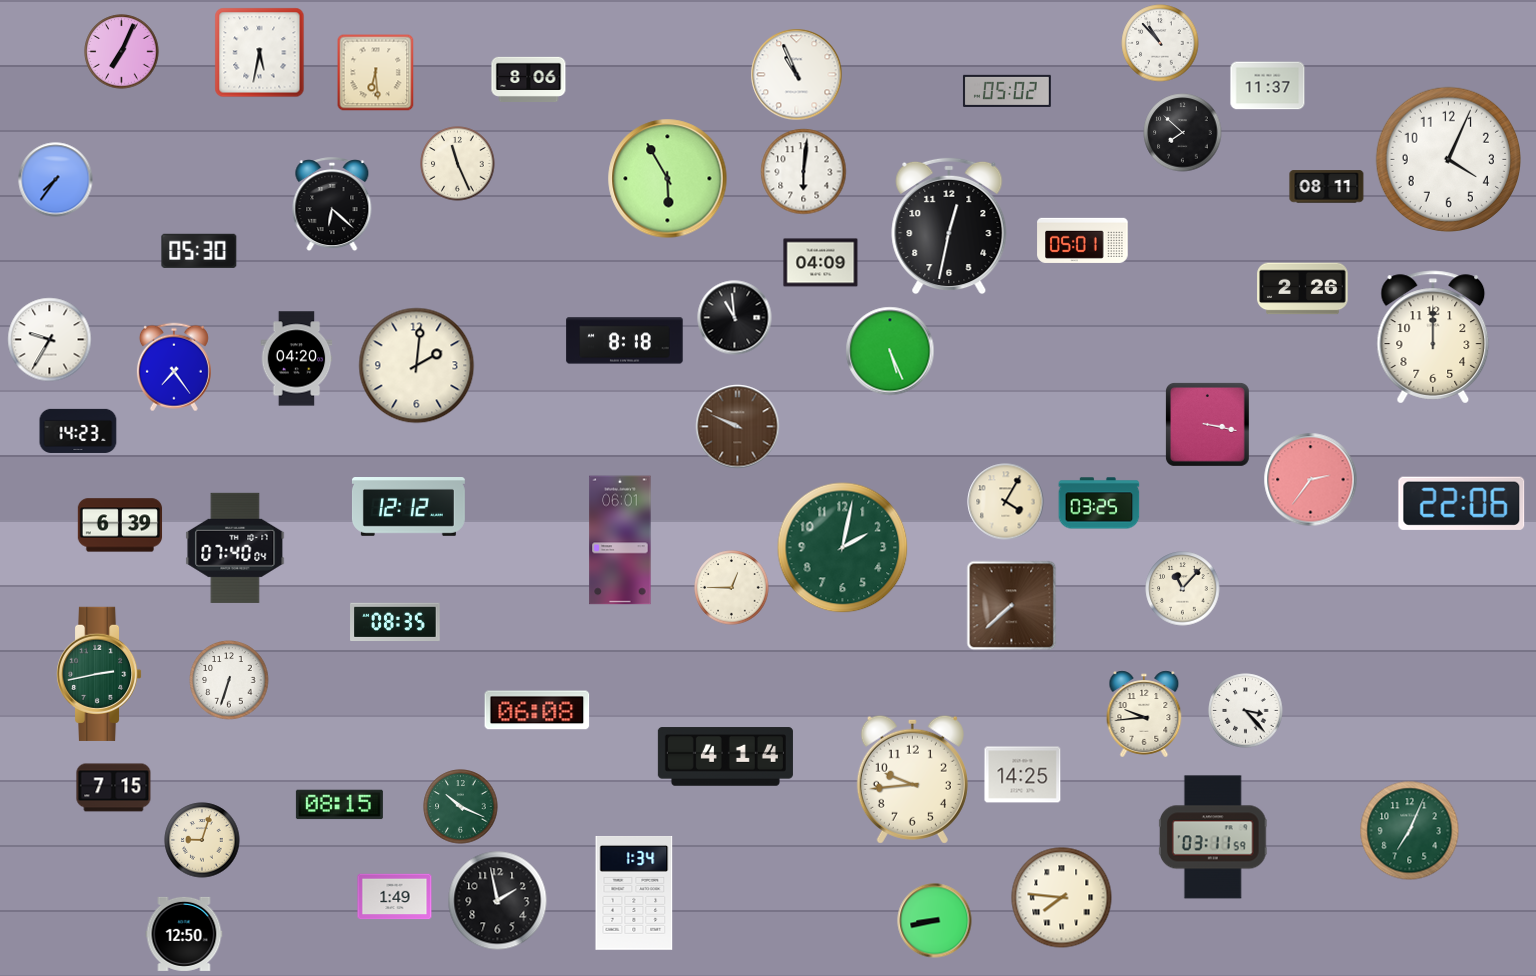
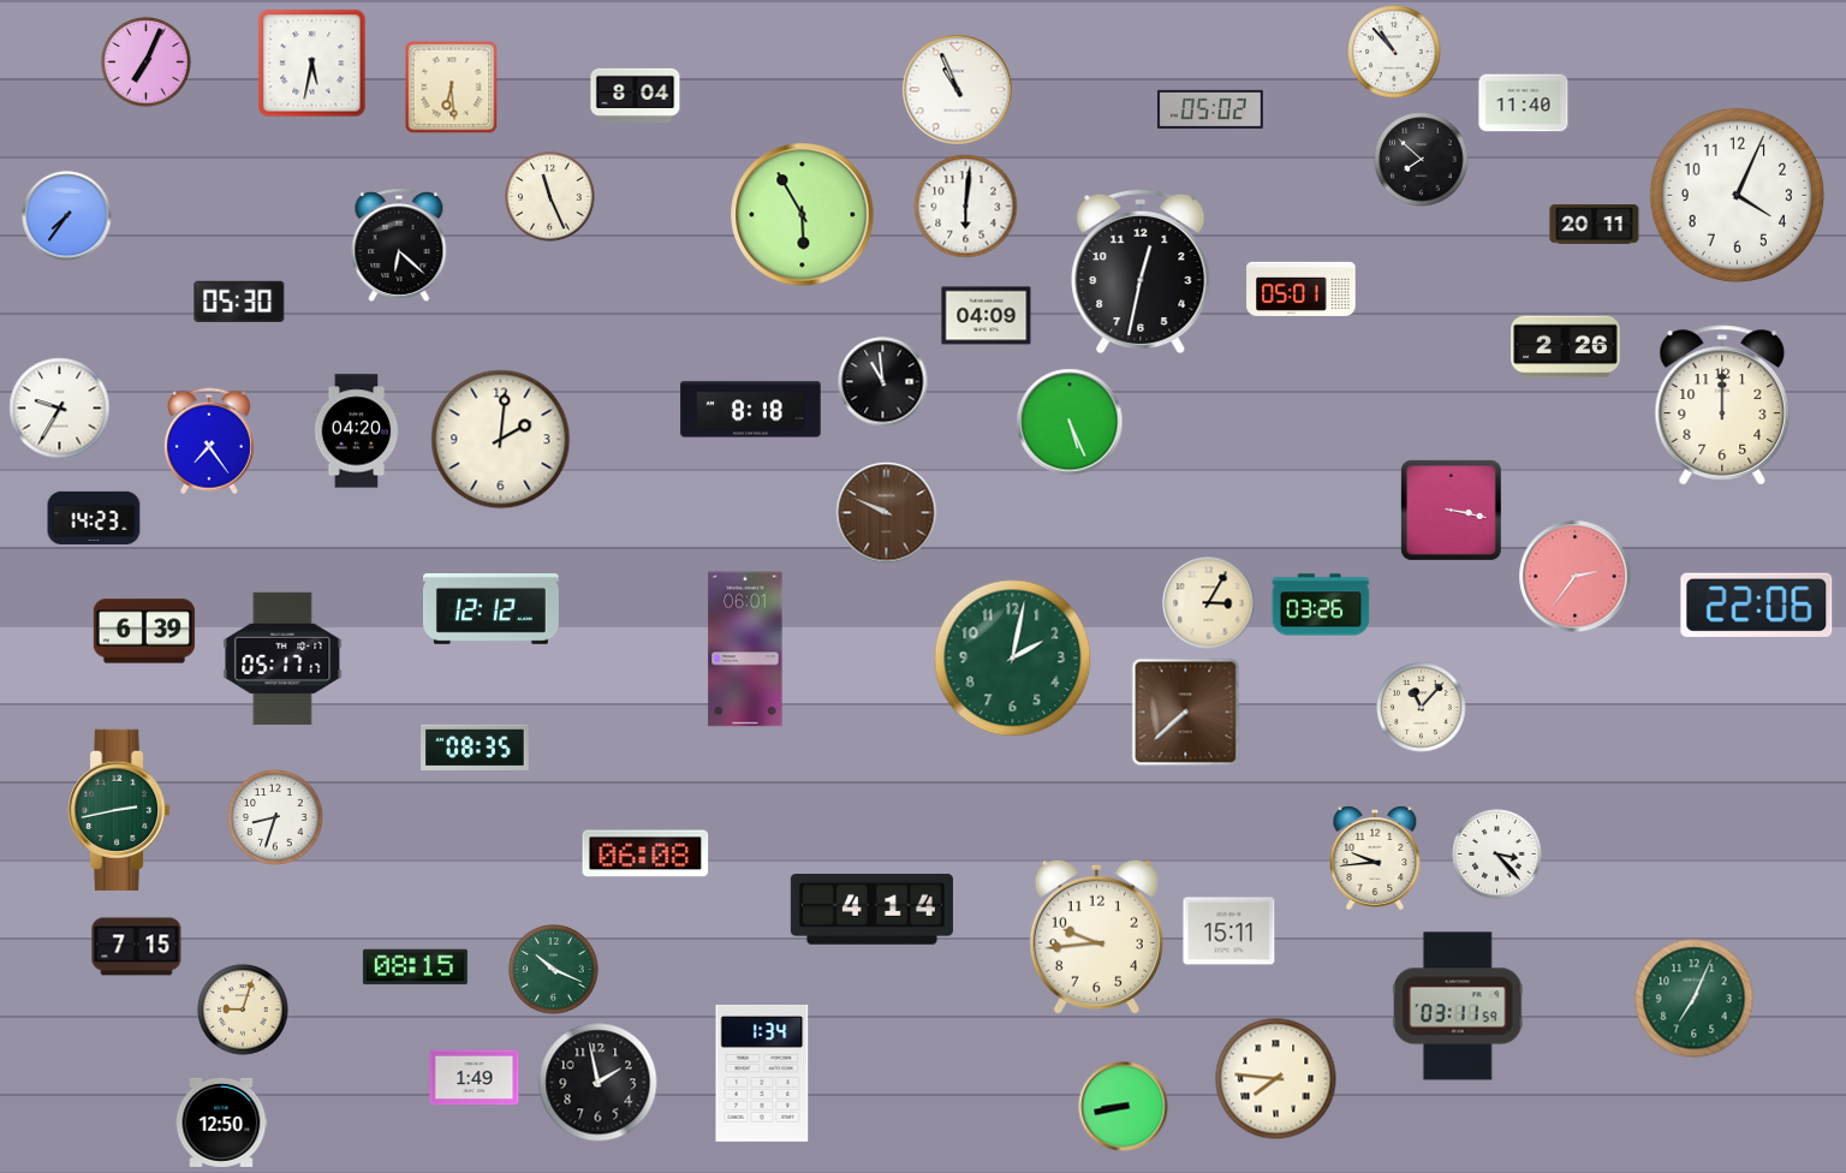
clock at (529, 79): 8:06 -> 8:04
clock at (1268, 86): 11:37 -> 11:40
clock at (1448, 159) position: (1448, 159) -> (1737, 195)
clock at (1327, 187): 08:11 -> 20:11
clock at (1006, 502): 4:05 -> 3:05
clock at (1099, 503): 03:25 -> 03:26
clock at (235, 548): 07:40 -> 05:17
clock at (732, 588): 12:45 -> none
clock at (1012, 606) position: (1012, 606) -> (1186, 713)
clock at (229, 680): 6:33 -> 8:33
clock at (1023, 775): 14:25 -> 15:11
clock at (339, 805) position: (339, 805) -> (415, 967)
